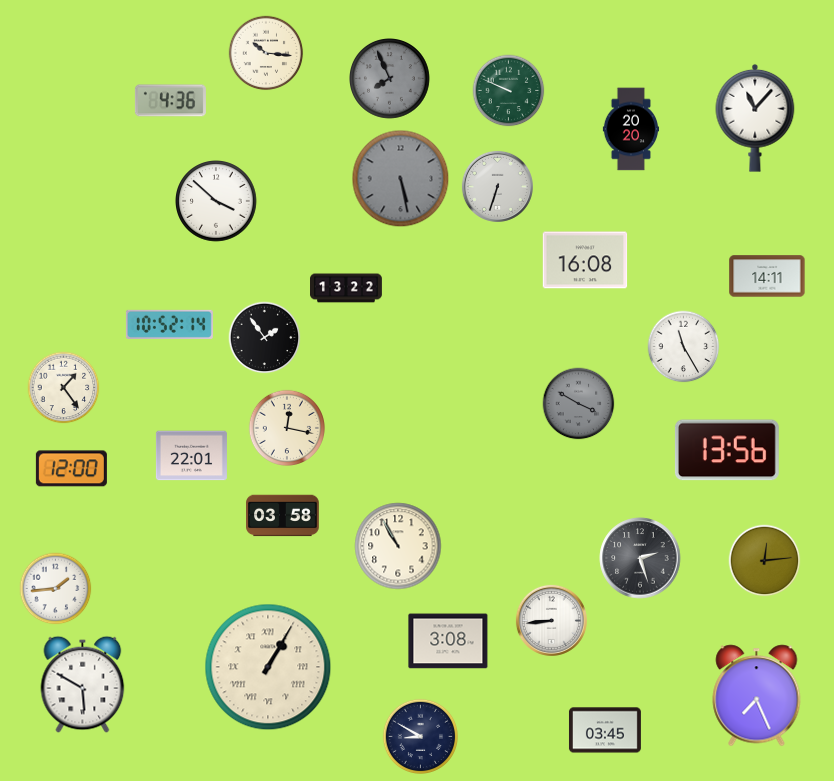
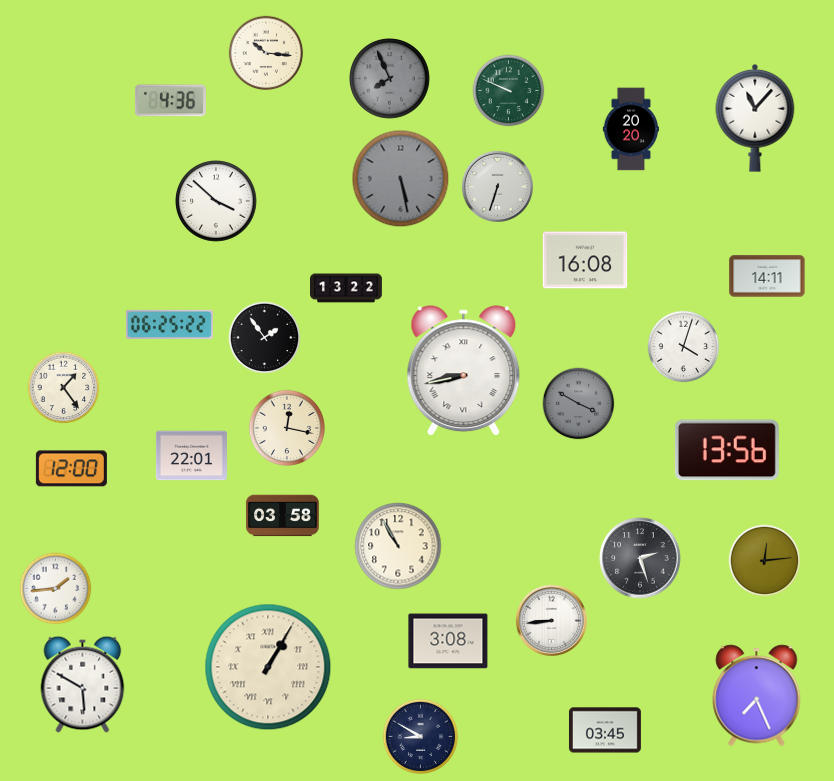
clock at (169, 324): 10:52 -> 06:25
clock at (684, 347): 11:25 -> 4:03
clock at (464, 371): none -> 8:43
